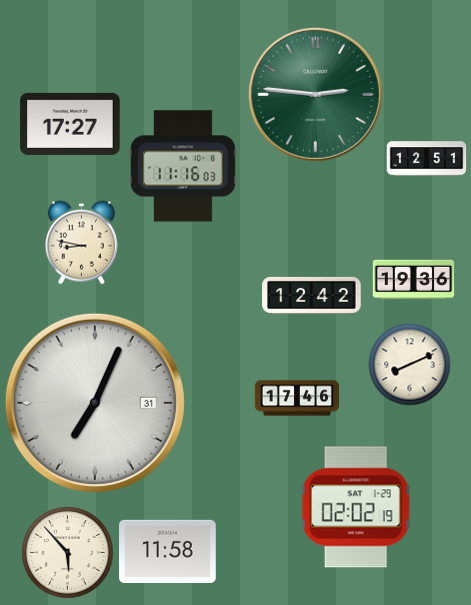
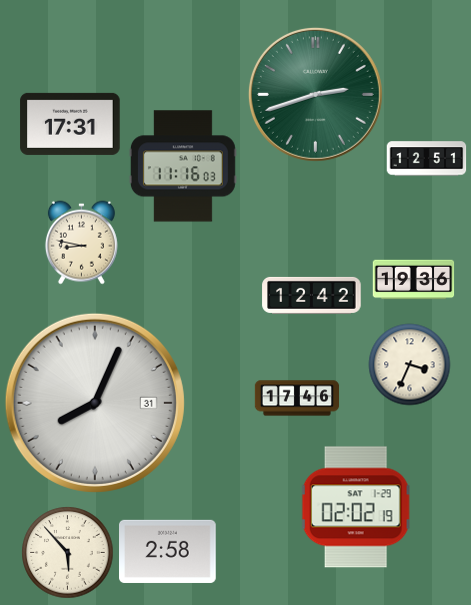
clock at (315, 94): 2:46 -> 2:42
clock at (70, 124): 17:27 -> 17:31
clock at (409, 364): 8:11 -> 3:34
clock at (95, 403): 7:04 -> 8:04
clock at (168, 551): 11:58 -> 2:58
